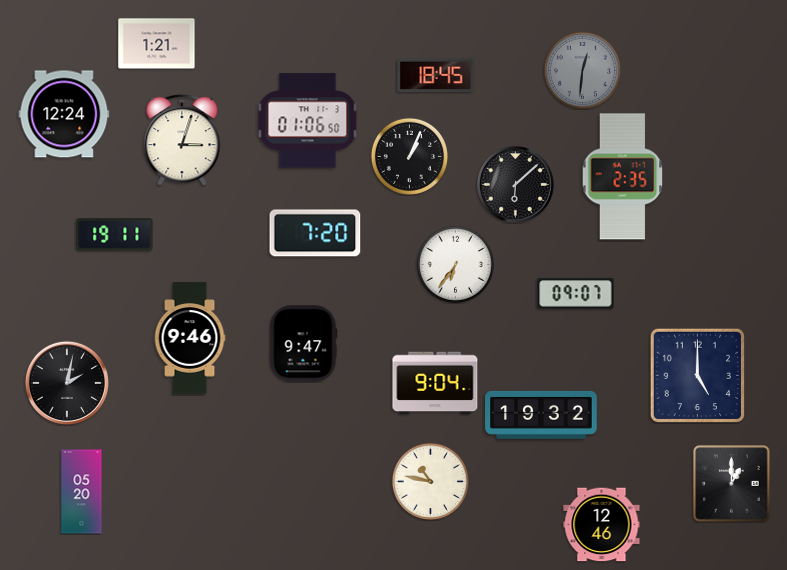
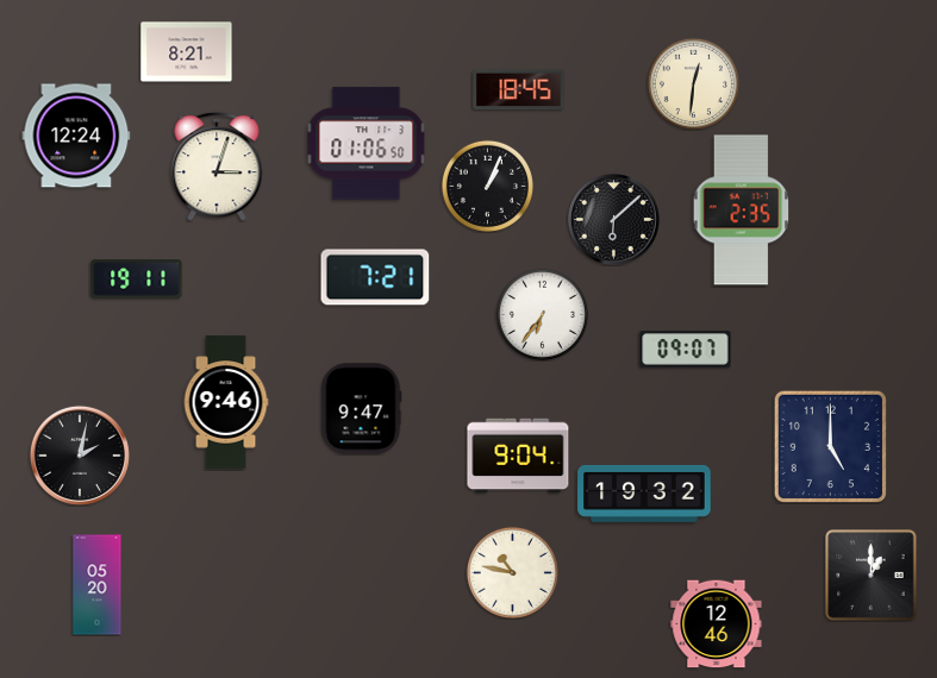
clock at (157, 44): 1:21 -> 8:21
clock at (582, 70) dial: grey -> cream
clock at (315, 233): 7:20 -> 7:21
